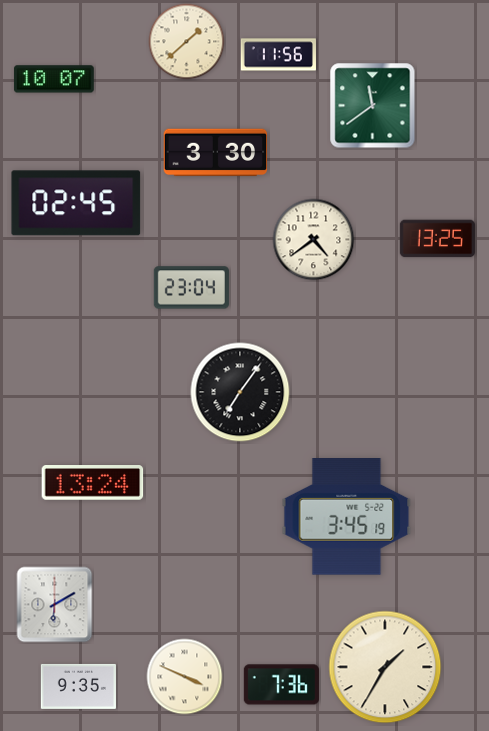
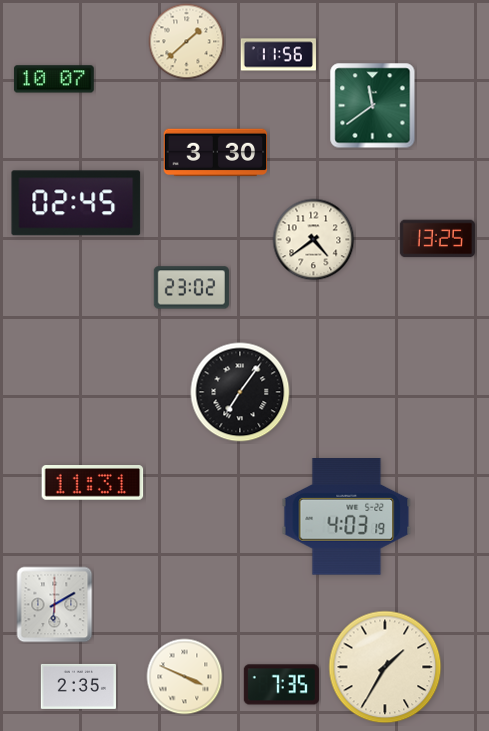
clock at (191, 288): 23:04 -> 23:02
clock at (93, 483): 13:24 -> 11:31
clock at (347, 517): 3:45 -> 4:03
clock at (281, 685): 7:36 -> 7:35
clock at (78, 686): 9:35 -> 2:35
